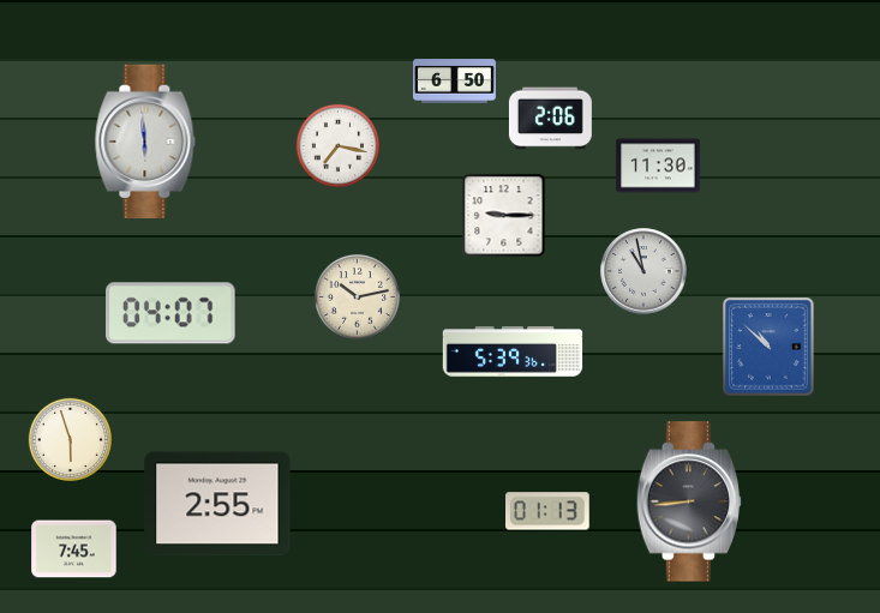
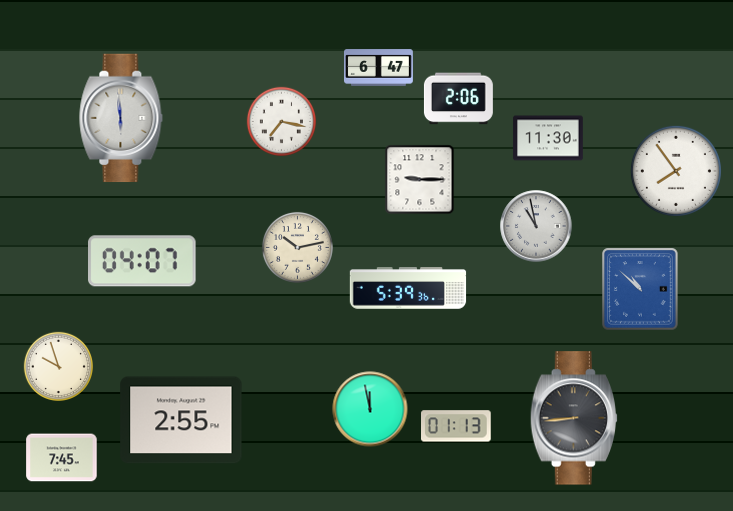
clock at (455, 82): 6:50 -> 6:47
clock at (676, 171): none -> 7:54
clock at (513, 351) position: (513, 351) -> (408, 288)
clock at (70, 439): 5:57 -> 9:57
clock at (370, 409): none -> 11:58
